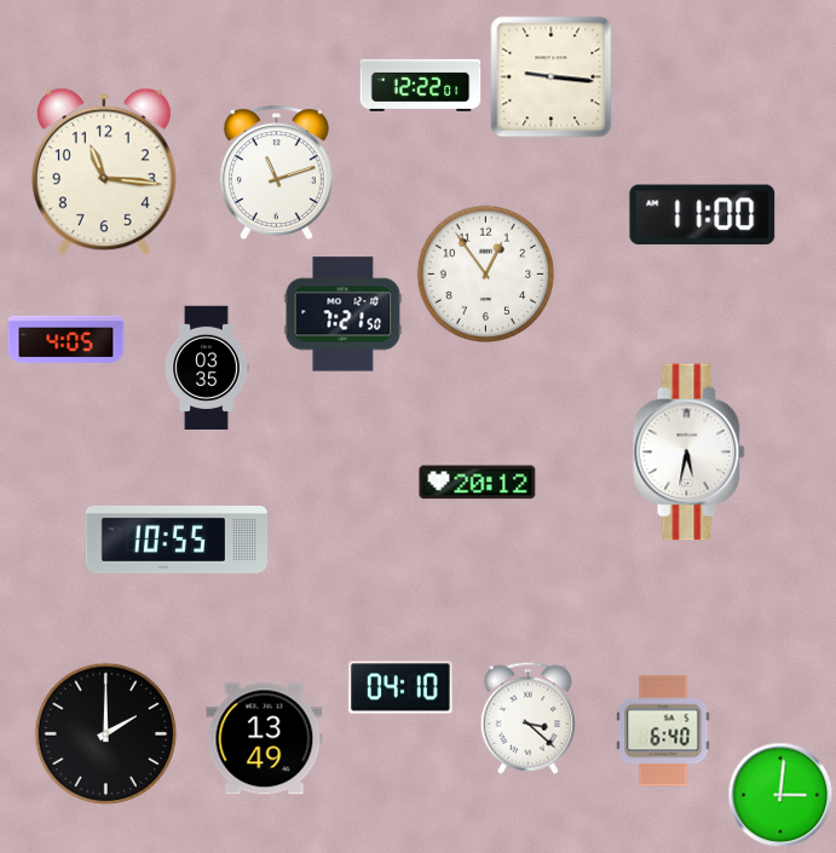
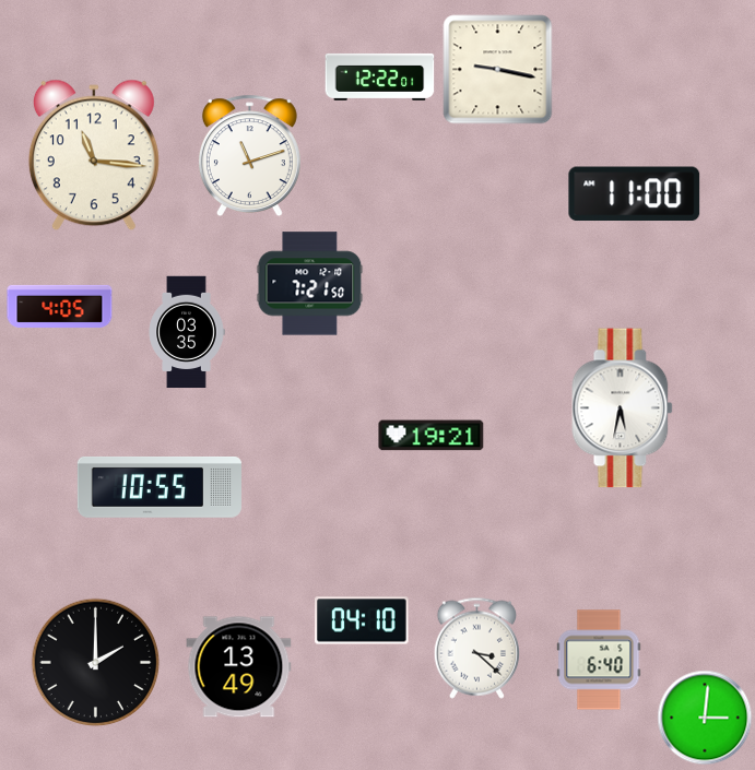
clock at (552, 77): 9:16 -> 9:17
clock at (486, 275): 12:54 -> none
clock at (478, 483): 20:12 -> 19:21
